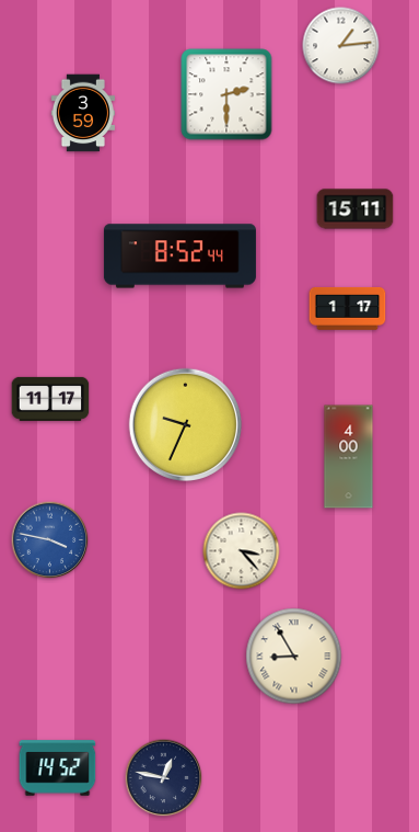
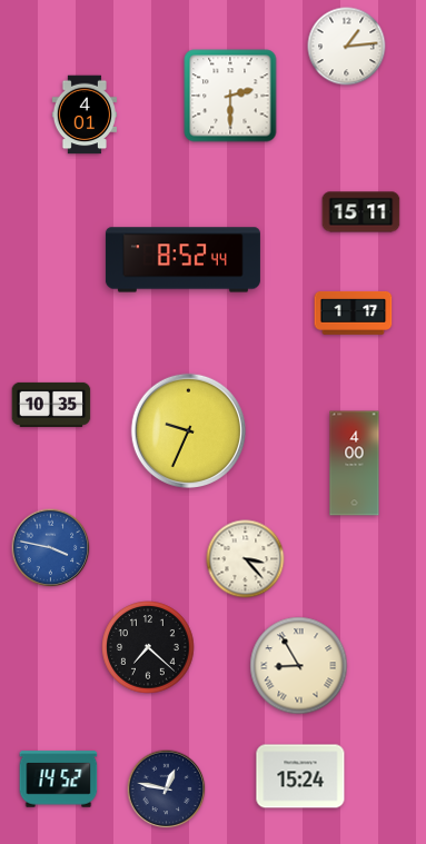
clock at (82, 113): 3:59 -> 4:01
clock at (50, 399): 11:17 -> 10:35
clock at (148, 647): none -> 7:22
clock at (300, 776): none -> 15:24
